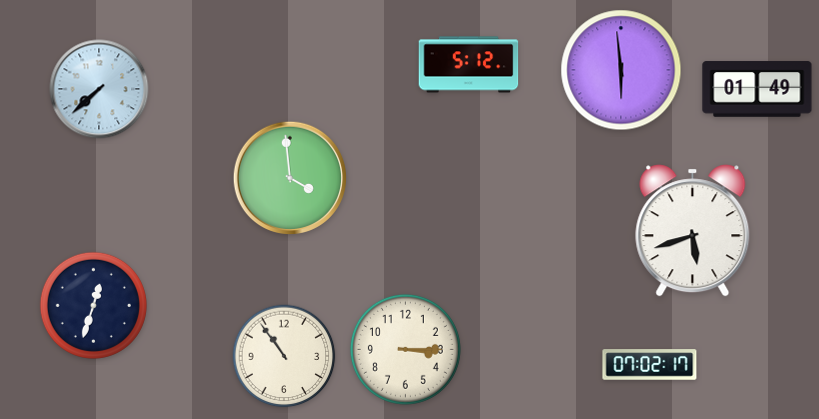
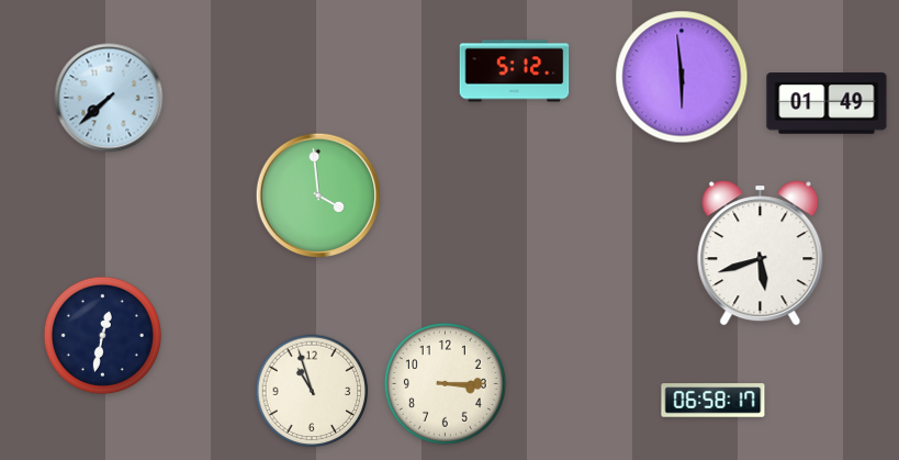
clock at (757, 89) position: (757, 89) -> (827, 103)
clock at (93, 305): 12:33 -> 12:32
clock at (284, 356): 10:54 -> 10:57
clock at (650, 365): 07:02 -> 06:58
